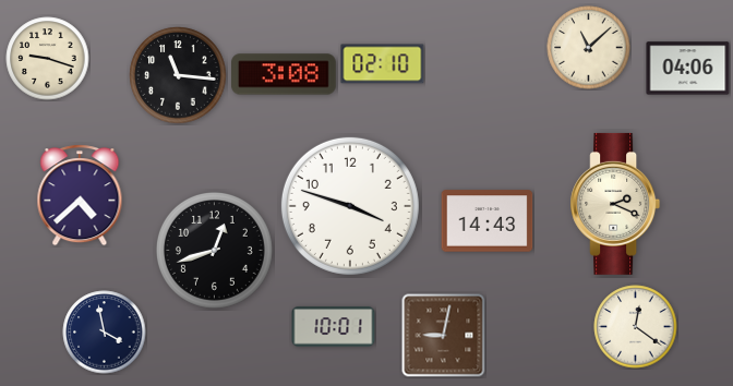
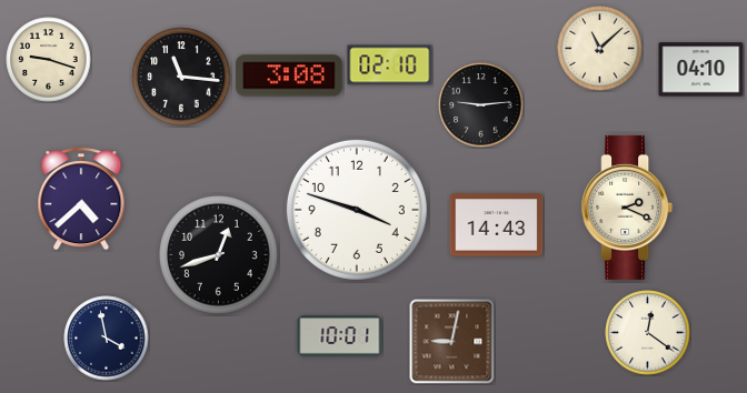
clock at (688, 69): 04:06 -> 04:10
clock at (481, 105): none -> 9:14
clock at (334, 327) position: (334, 327) -> (340, 336)
